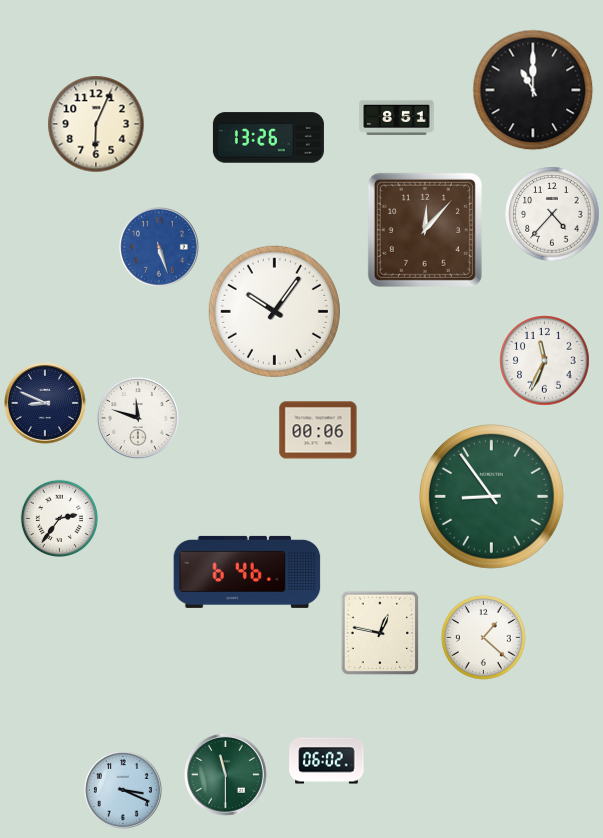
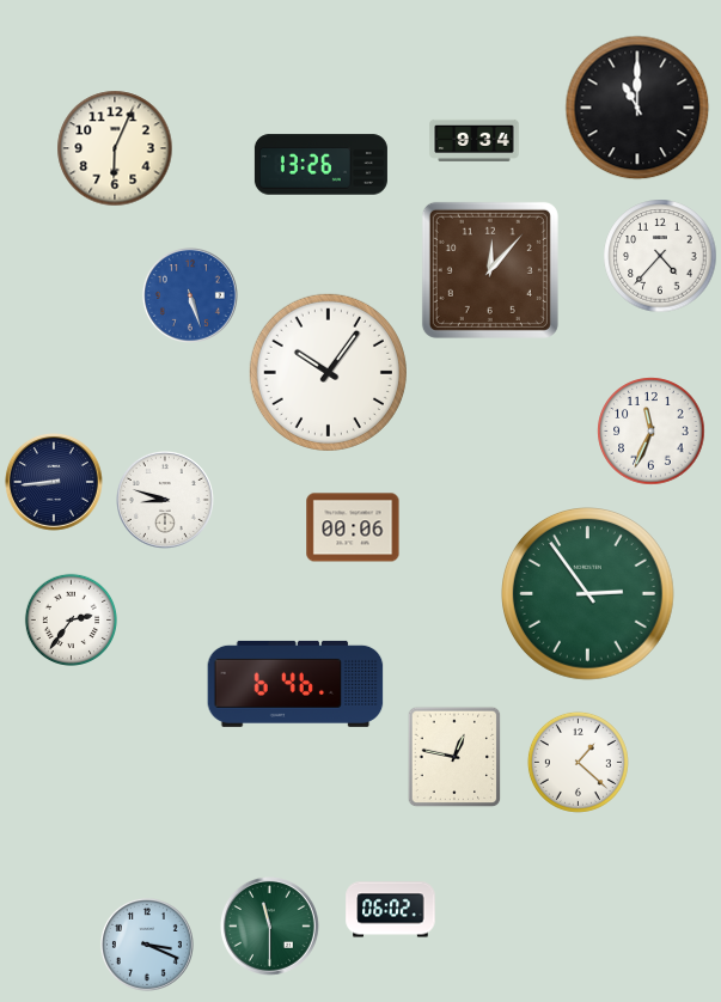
clock at (397, 117): 8:51 -> 9:34
clock at (425, 230) position: (425, 230) -> (490, 270)
clock at (46, 404): 8:49 -> 8:44
clock at (139, 419): 11:48 -> 8:48
clock at (318, 430) position: (318, 430) -> (353, 527)
clock at (492, 497): 8:54 -> 2:54
